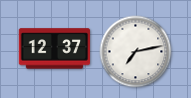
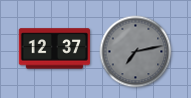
clock at (136, 52) dial: white -> grey
